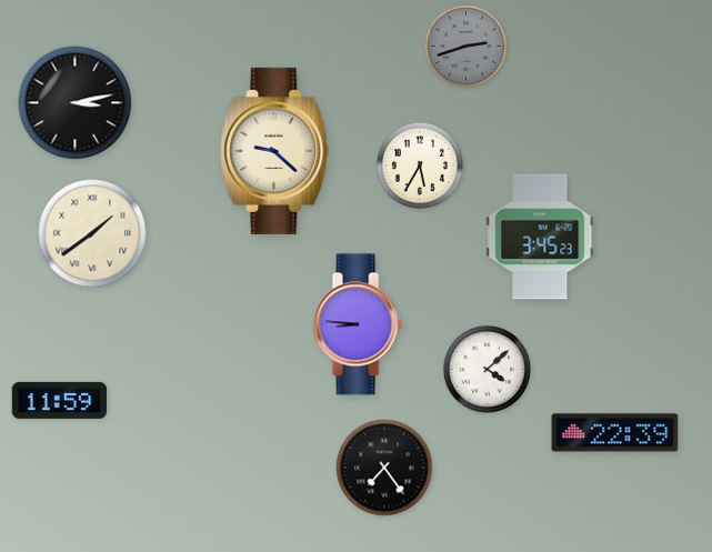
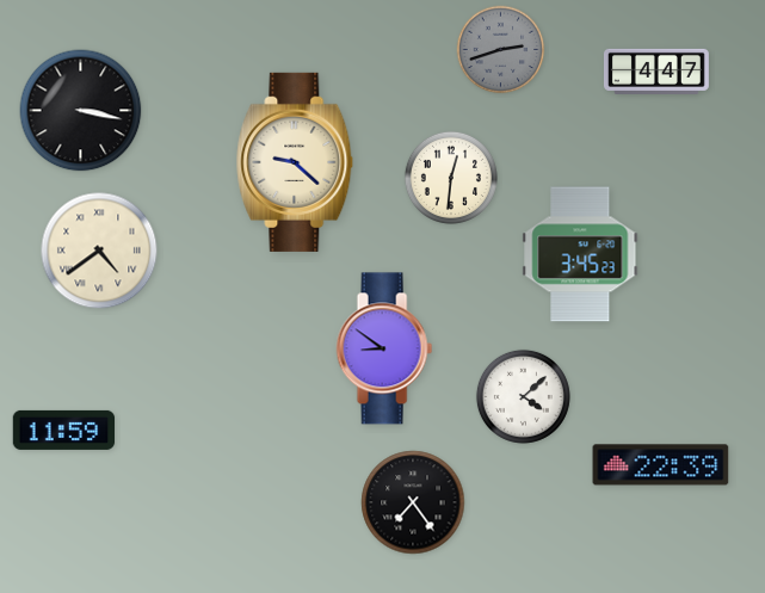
clock at (656, 72): none -> 4:47
clock at (76, 103): 3:13 -> 3:17
clock at (420, 165): 5:35 -> 12:31
clock at (92, 233): 1:39 -> 4:39
clock at (358, 324): 8:46 -> 8:51
